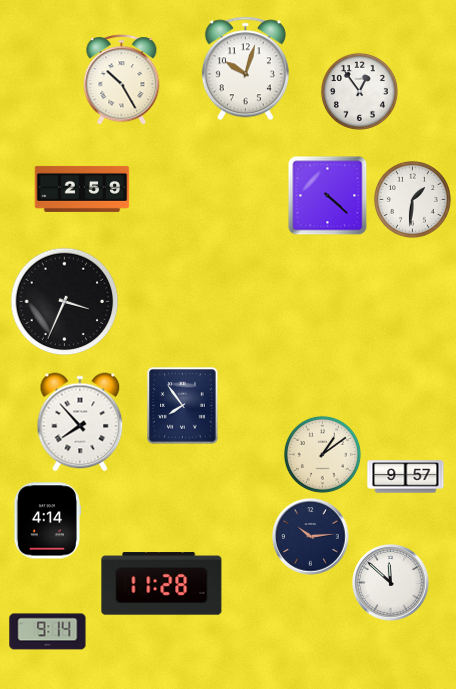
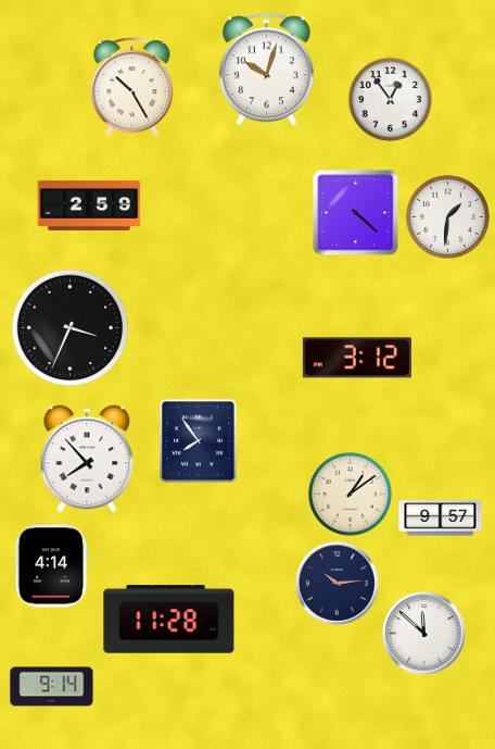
clock at (245, 69) position: (245, 69) -> (266, 70)
clock at (357, 358): none -> 3:12
clock at (162, 584) position: (162, 584) -> (169, 620)
